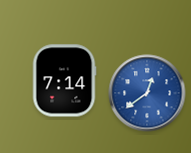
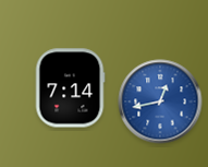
clock at (147, 93): 12:39 -> 12:43
